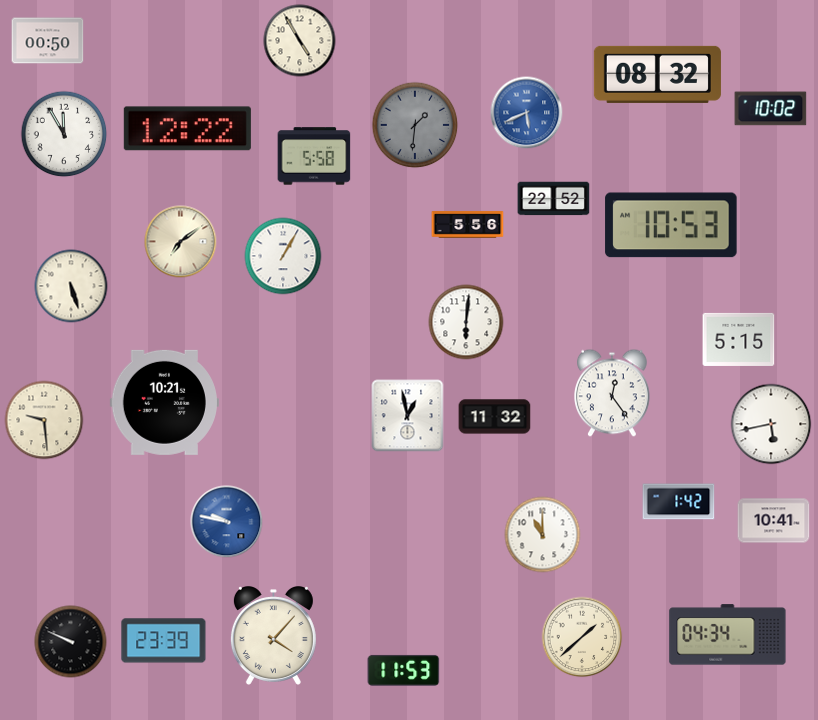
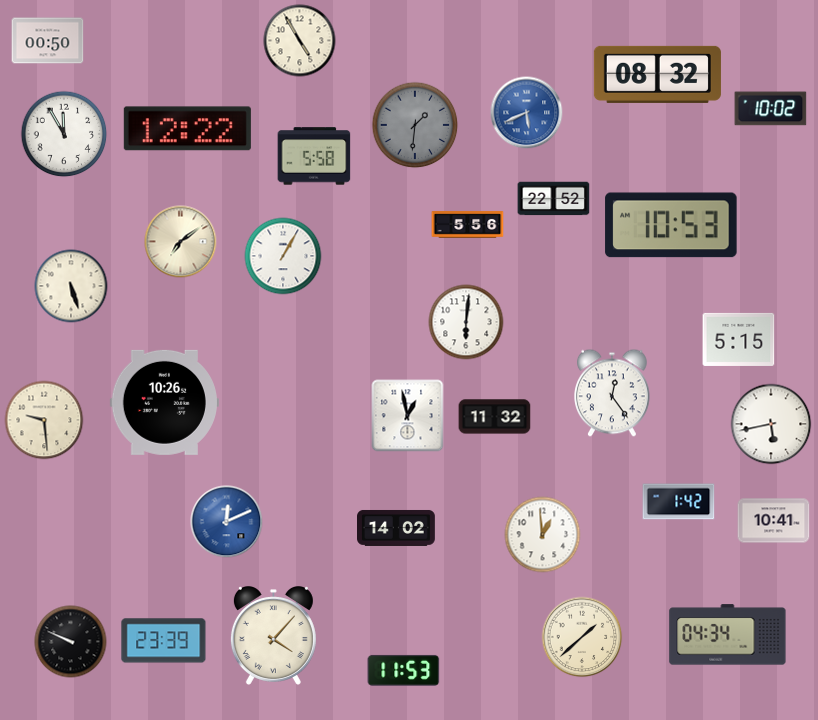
clock at (164, 402): 10:21 -> 10:26
clock at (227, 522): 9:47 -> 12:11
clock at (397, 528): none -> 14:02
clock at (543, 535): 11:00 -> 12:59
